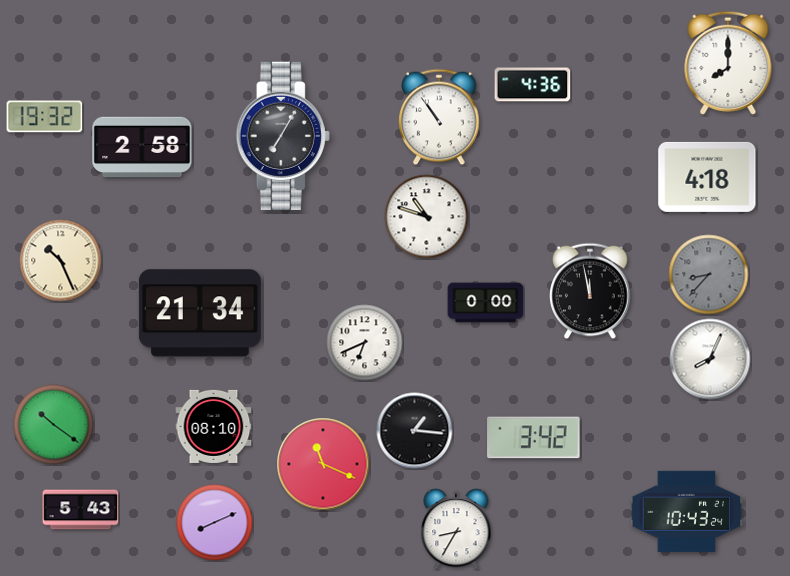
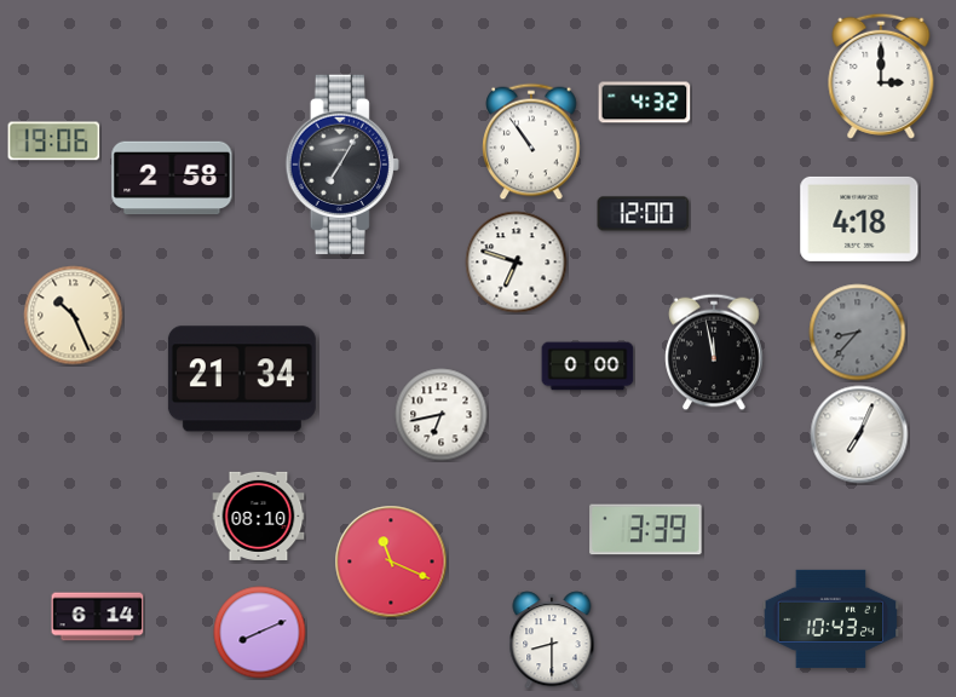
clock at (728, 63): 8:00 -> 3:00
clock at (533, 85): 4:36 -> 4:32
clock at (45, 117): 19:32 -> 19:06
clock at (644, 214): none -> 12:00
clock at (707, 177) position: (707, 177) -> (859, 219)
clock at (427, 217): 10:48 -> 6:48
clock at (365, 343): 6:41 -> 6:43
clock at (710, 359): 8:04 -> 7:04
clock at (54, 425): 10:21 -> none
clock at (415, 431): 1:16 -> none
clock at (534, 438): 3:42 -> 3:39
clock at (81, 510): 5:43 -> 6:14
clock at (456, 529): 8:35 -> 8:30
